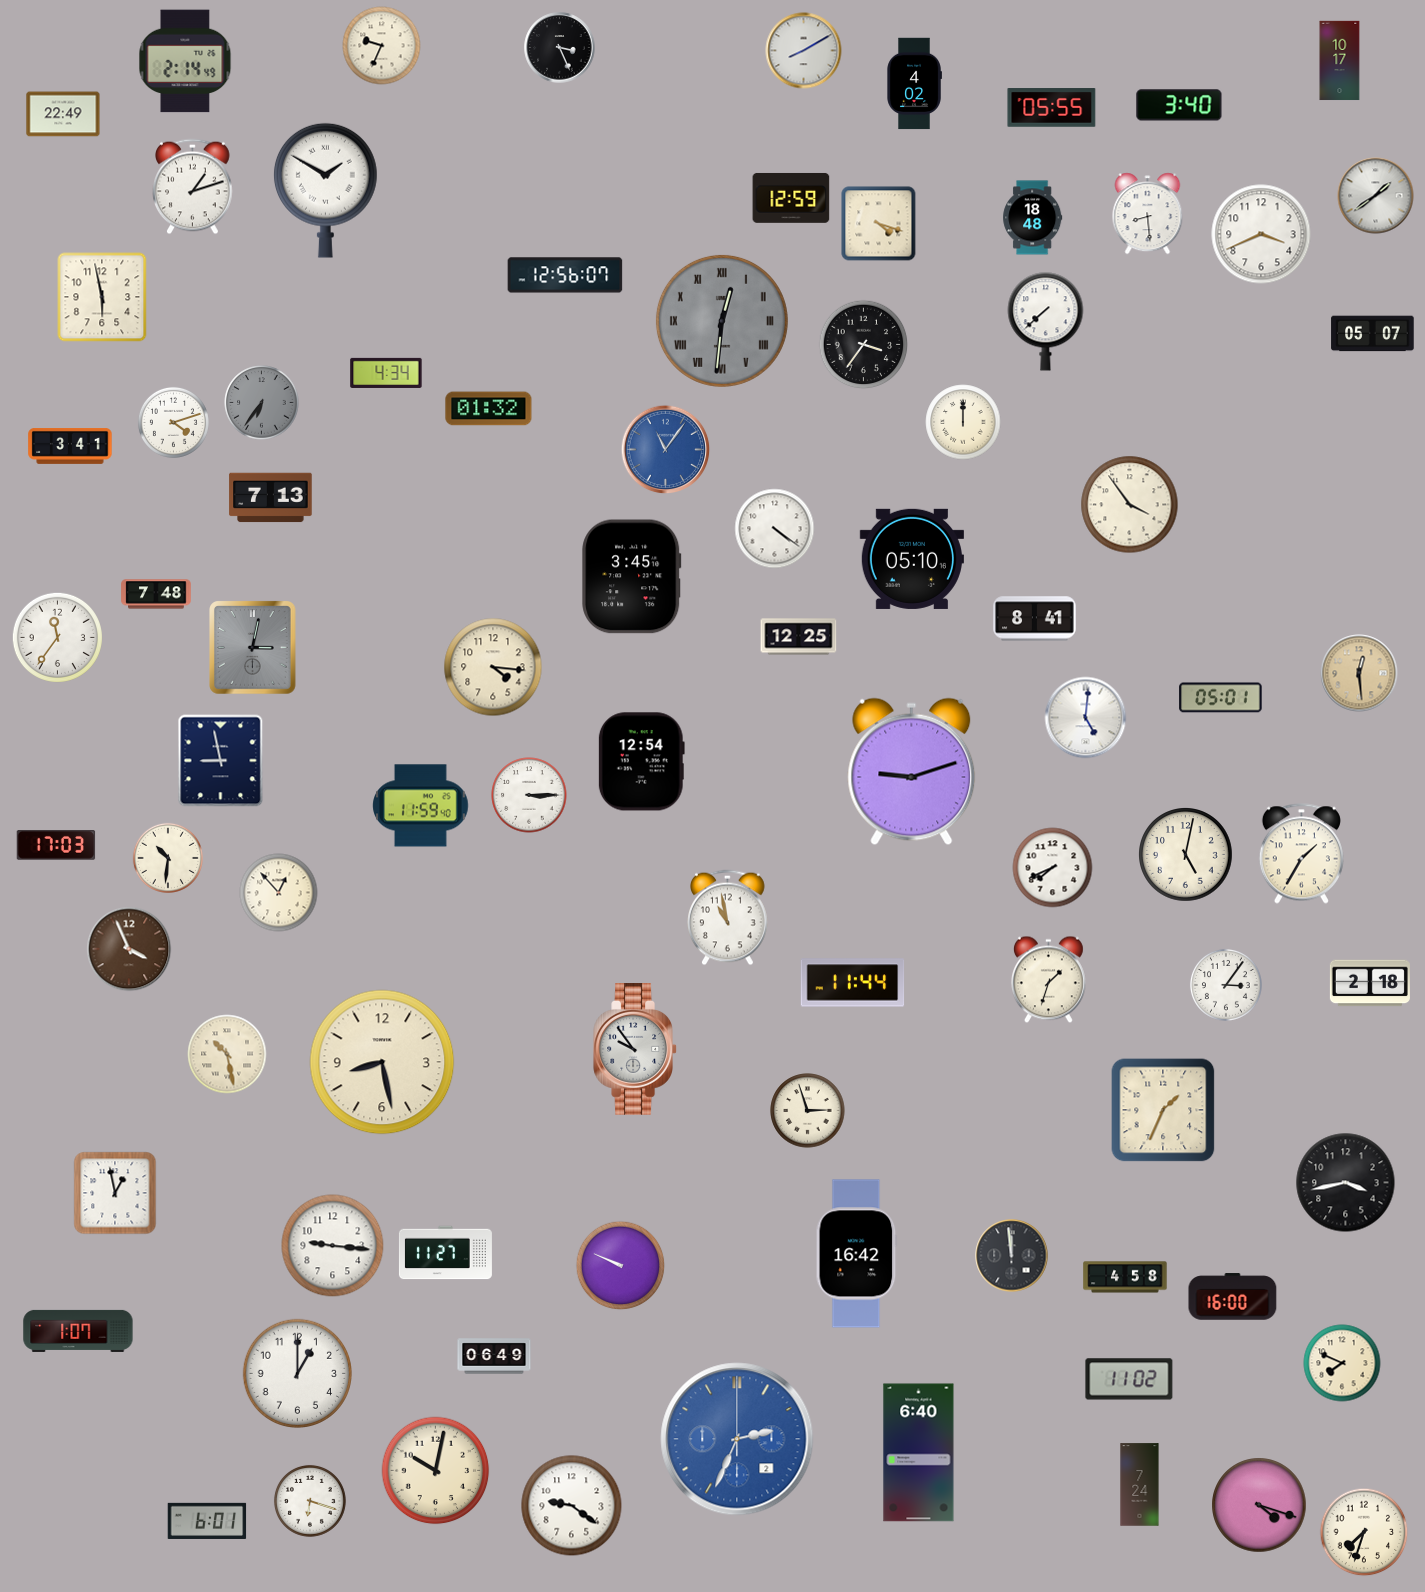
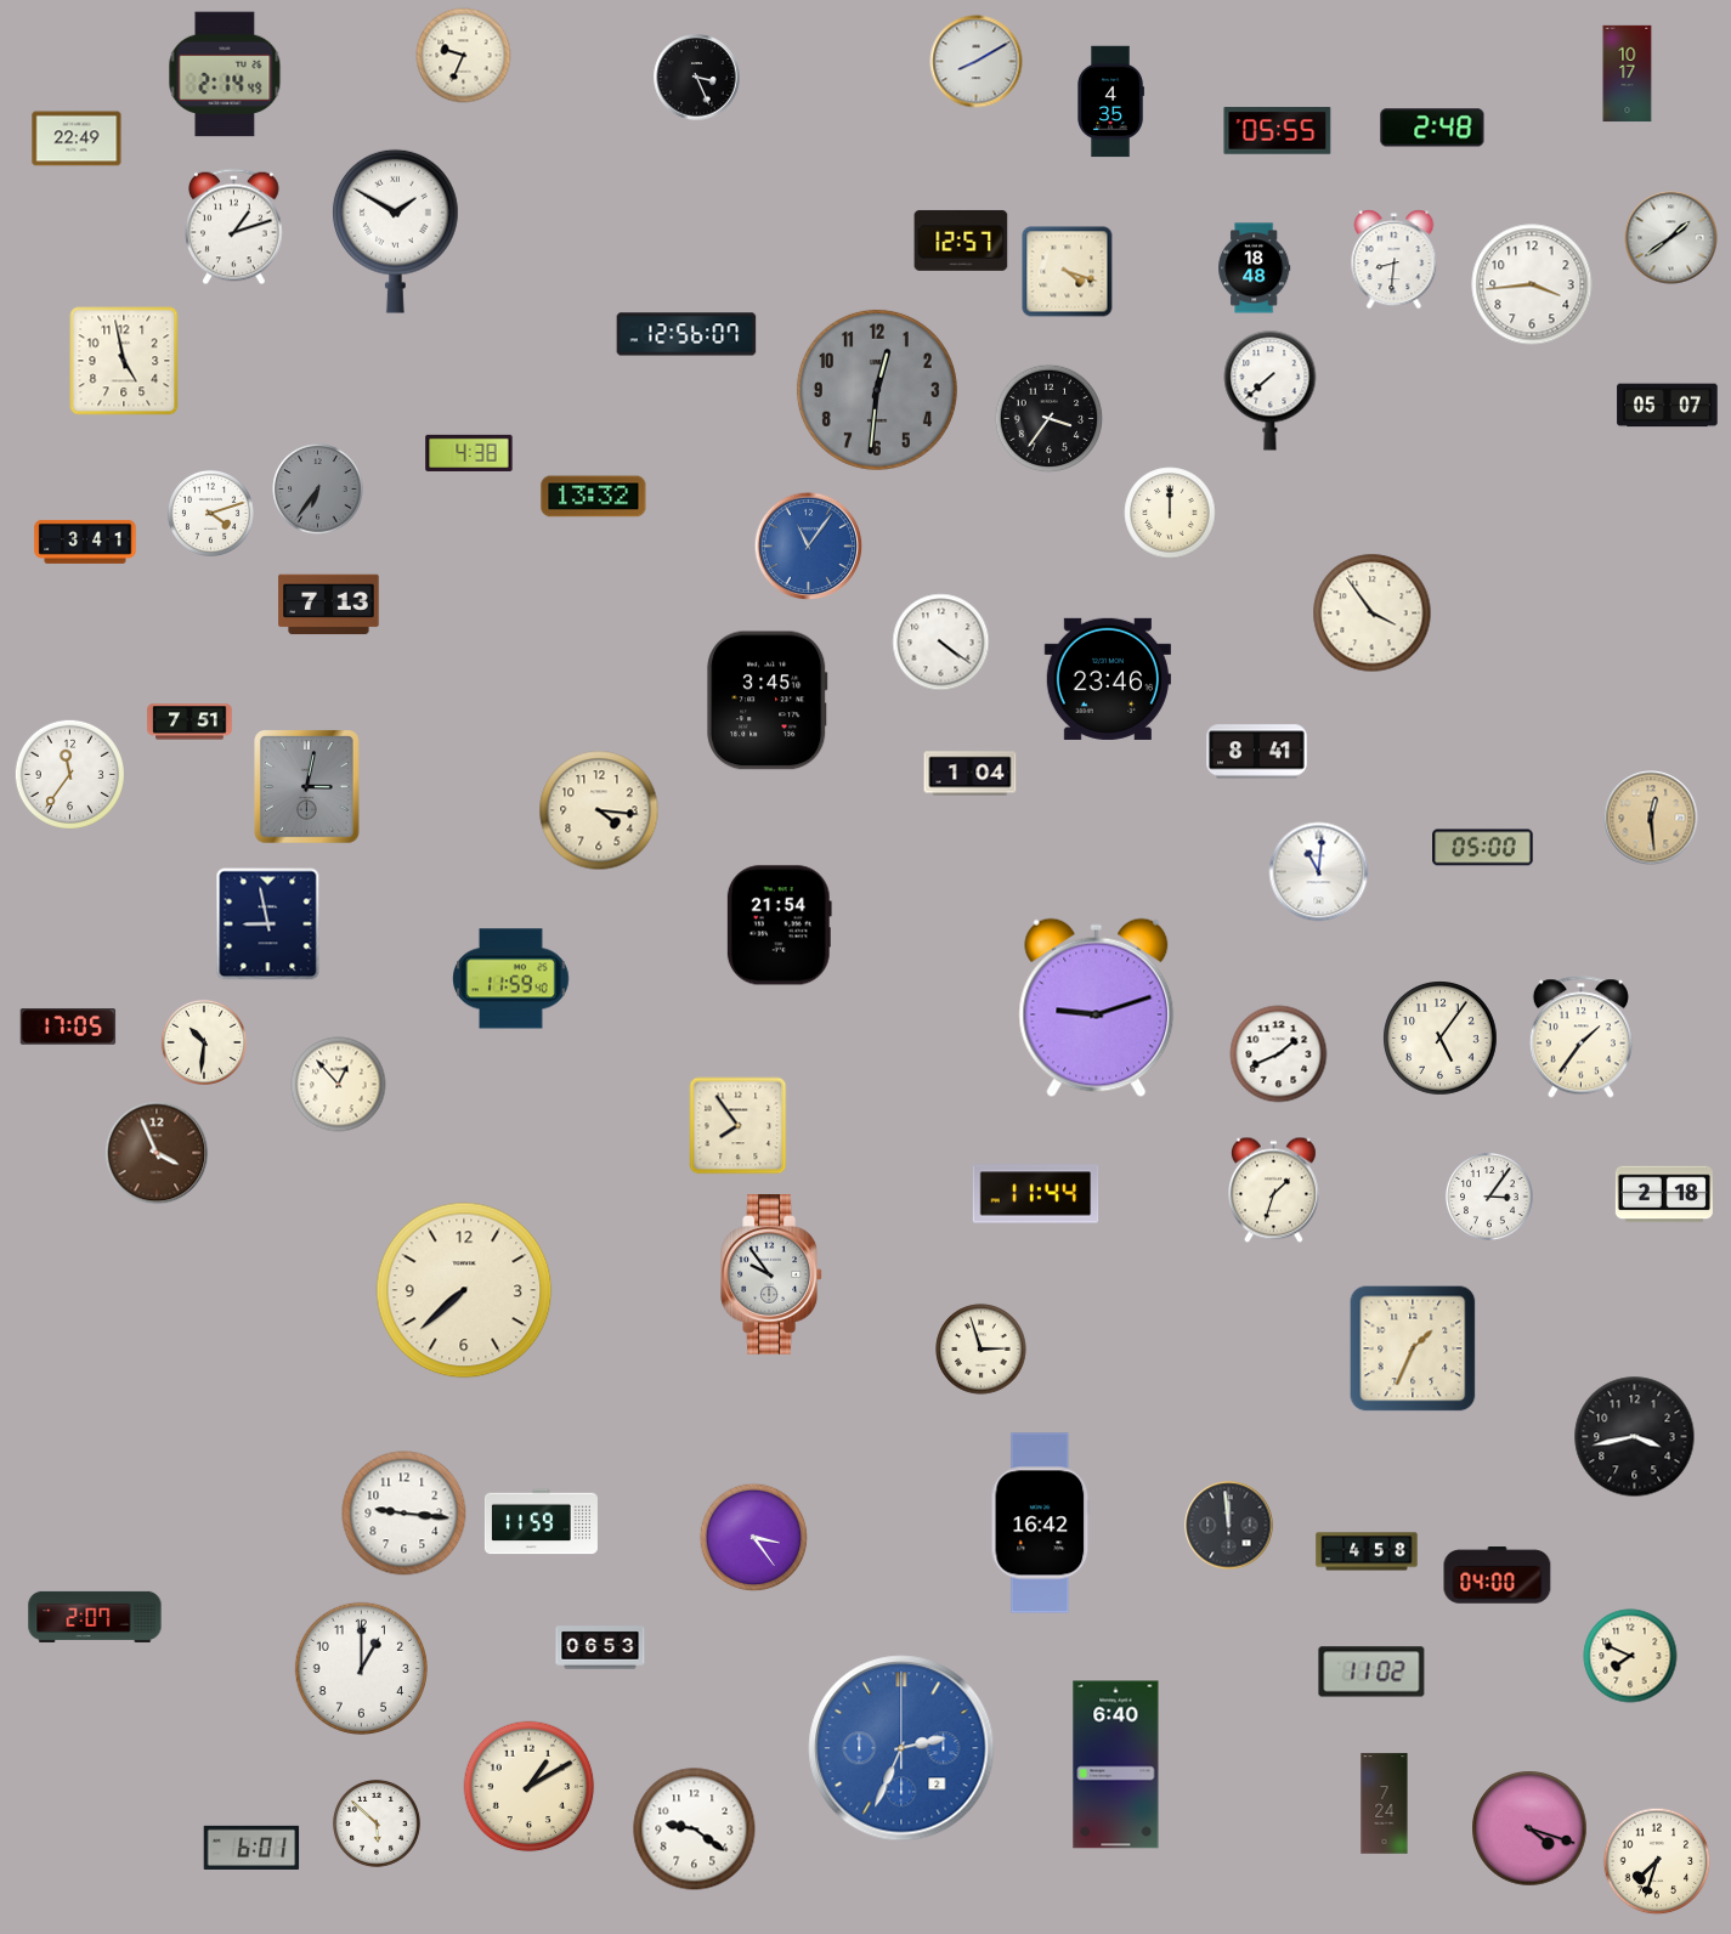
clock at (560, 48) position: (560, 48) -> (697, 78)
clock at (914, 84): 4:02 -> 4:35
clock at (1179, 105): 3:40 -> 2:48
clock at (791, 198): 12:59 -> 12:57
clock at (1148, 214): 8:29 -> 8:31
clock at (1033, 218) position: (1033, 218) -> (1255, 268)
clock at (1261, 234): 3:41 -> 3:44
clock at (102, 297): 5:58 -> 4:58
clock at (722, 321) numerals: Roman -> Arabic
clock at (386, 373): 4:34 -> 4:38
clock at (489, 409): 01:32 -> 13:32
clock at (912, 559): 05:10 -> 23:46
clock at (156, 594): 7:48 -> 7:51
clock at (799, 637): 12:25 -> 1:04
clock at (1221, 698): 05:01 -> 05:00
clock at (1086, 718): 5:01 -> 11:01
clock at (641, 762): 12:54 -> 21:54
clock at (912, 772) position: (912, 772) -> (1097, 1008)
clock at (529, 795): 3:15 -> none
clock at (56, 845): 17:03 -> 17:05
clock at (1301, 854): 1:35 -> 1:36
clock at (1186, 855): 5:02 -> 5:06
clock at (1053, 868): 7:41 -> 1:41
clock at (728, 918): 10:58 -> none
clock at (739, 1126): none -> 7:54
clock at (227, 1054): 10:28 -> none
clock at (382, 1062): 8:28 -> 7:38
clock at (115, 1193): 12:58 -> none
clock at (445, 1253): 11:27 -> 11:59
clock at (621, 1266): 9:49 -> 3:24
clock at (1233, 1297): 16:00 -> 04:00
clock at (78, 1331): 1:07 -> 2:07
clock at (494, 1356): 06:49 -> 06:53
clock at (1129, 1379) position: (1129, 1379) -> (1371, 1672)
clock at (737, 1439) position: (737, 1439) -> (901, 1748)
clock at (436, 1471): 10:02 -> 1:10
clock at (310, 1501): 6:18 -> 5:52
